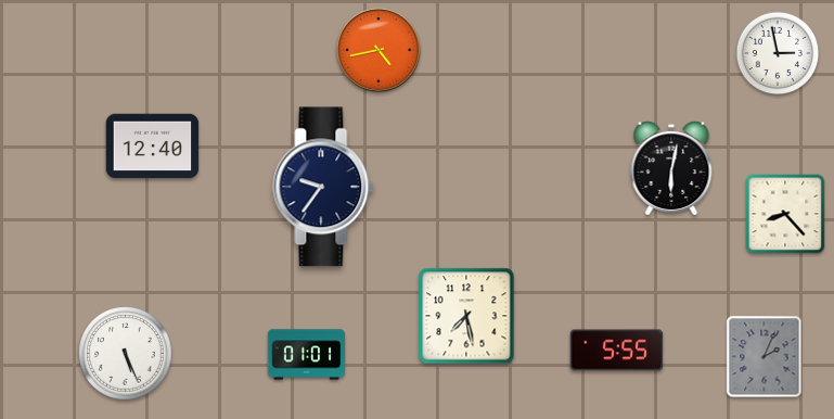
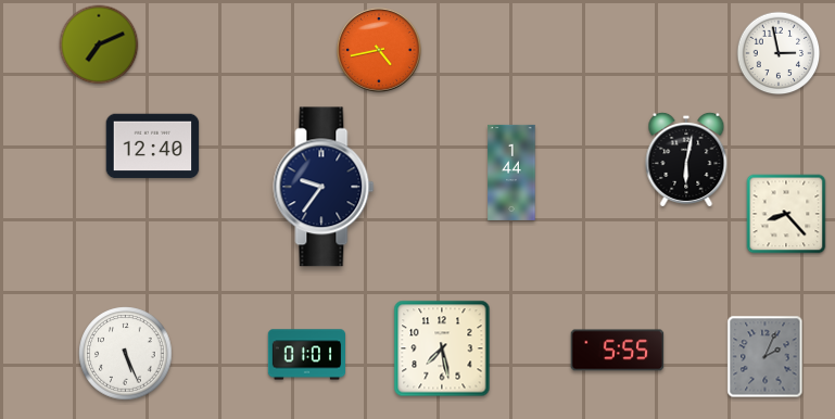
clock at (99, 45): none -> 7:11
clock at (671, 168) position: (671, 168) -> (686, 160)
clock at (511, 173): none -> 1:44
clock at (466, 316) position: (466, 316) -> (442, 348)
